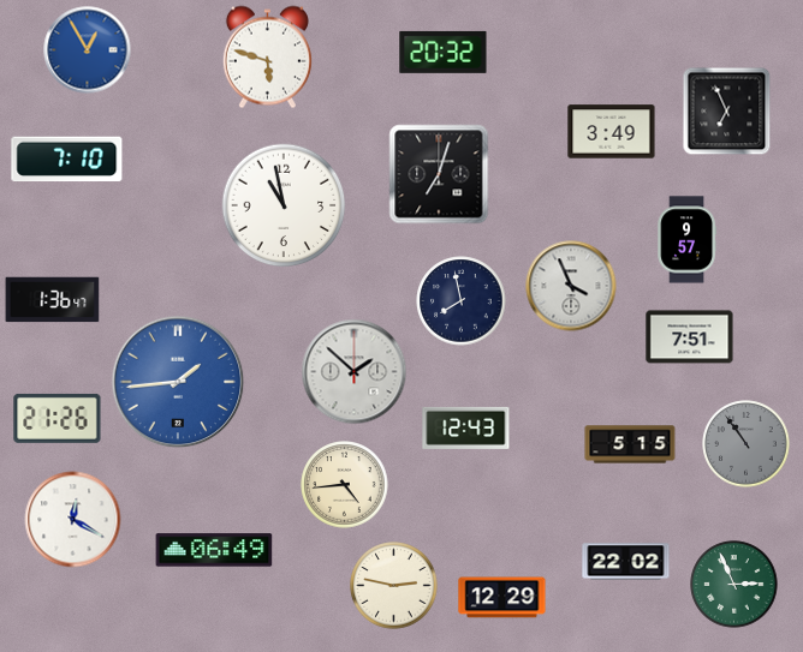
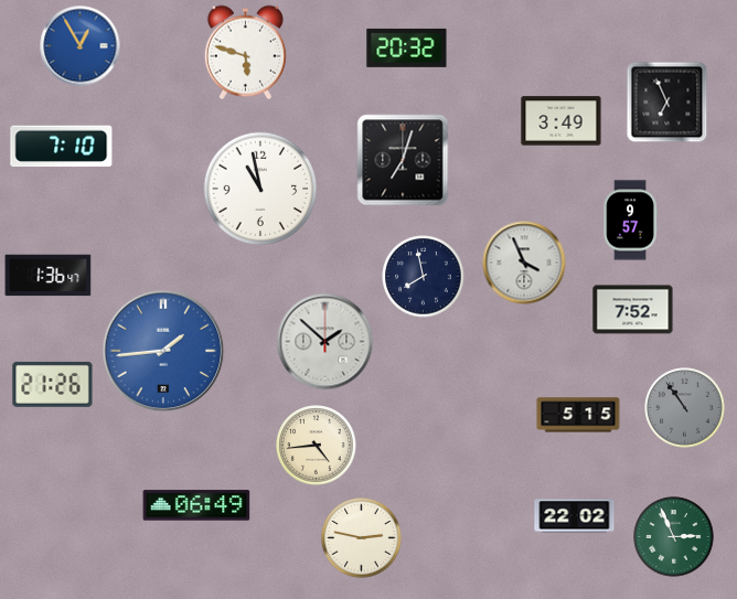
clock at (690, 337): 7:51 -> 7:52
clock at (466, 427): 12:43 -> none
clock at (630, 444) position: (630, 444) -> (578, 415)
clock at (73, 520): 12:20 -> none
clock at (502, 598): 12:29 -> none
